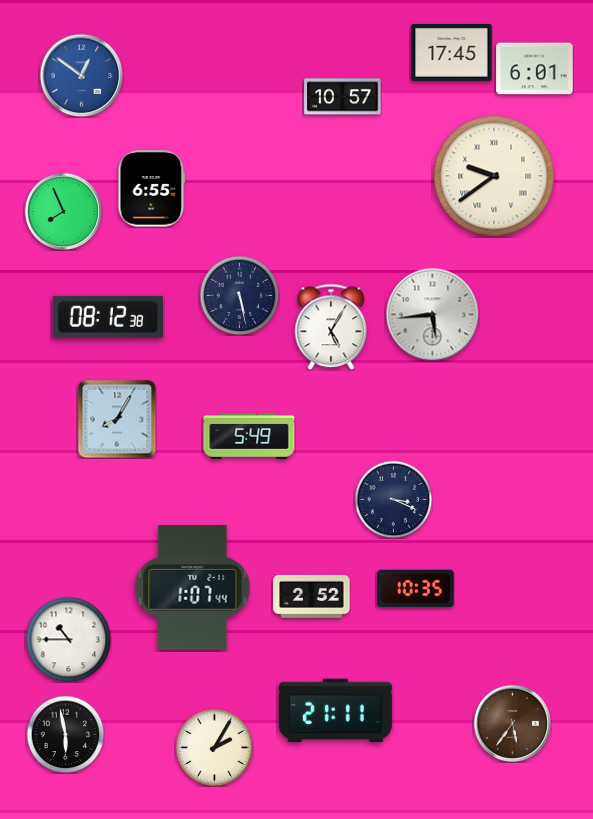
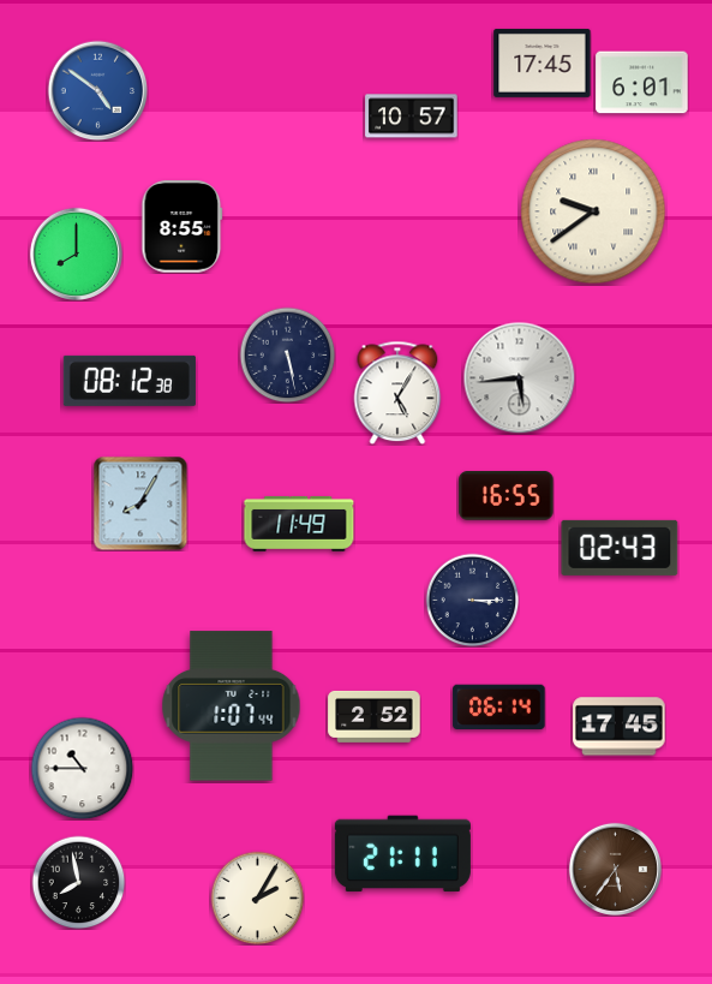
clock at (81, 75): 12:51 -> 4:51
clock at (152, 189): 6:55 -> 8:55
clock at (63, 211): 7:56 -> 8:00
clock at (507, 496): none -> 16:55
clock at (249, 436): 5:49 -> 11:49
clock at (620, 548): none -> 02:43
clock at (393, 499): 3:19 -> 3:15
clock at (416, 589): 10:35 -> 06:14
clock at (620, 727): none -> 17:45
clock at (65, 734): 5:58 -> 7:58
